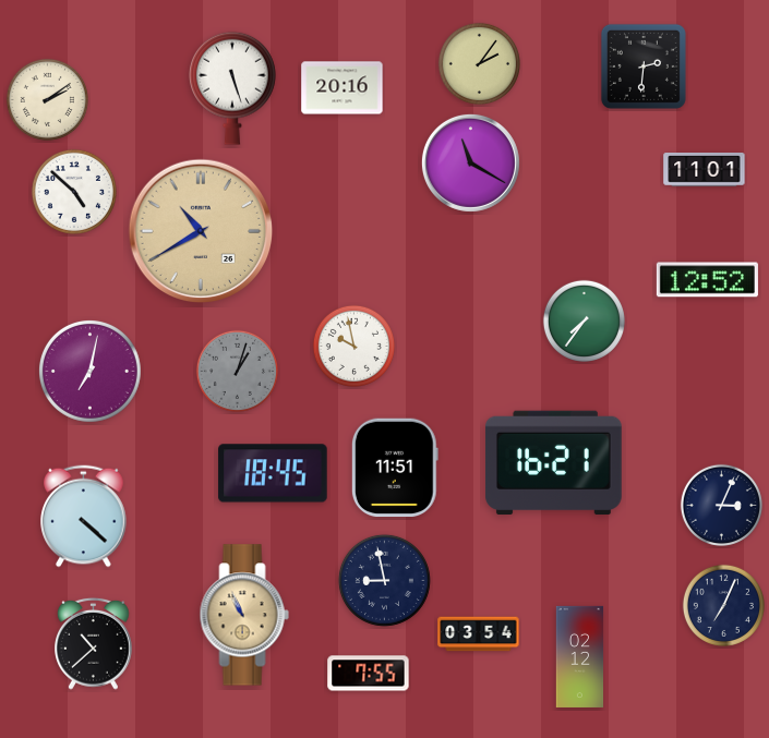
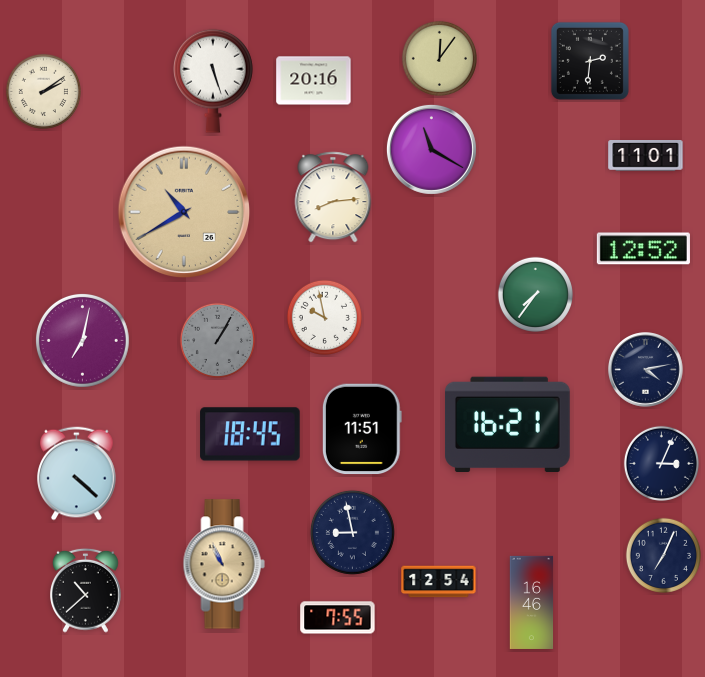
clock at (479, 63): 2:06 -> 12:06
clock at (74, 192): 4:52 -> none
clock at (333, 197): none -> 8:14
clock at (707, 280) position: (707, 280) -> (643, 249)
clock at (237, 371): 1:03 -> 1:05
clock at (646, 370): none -> 4:13
clock at (479, 634): 03:54 -> 12:54
clock at (580, 656): 02:12 -> 16:46
